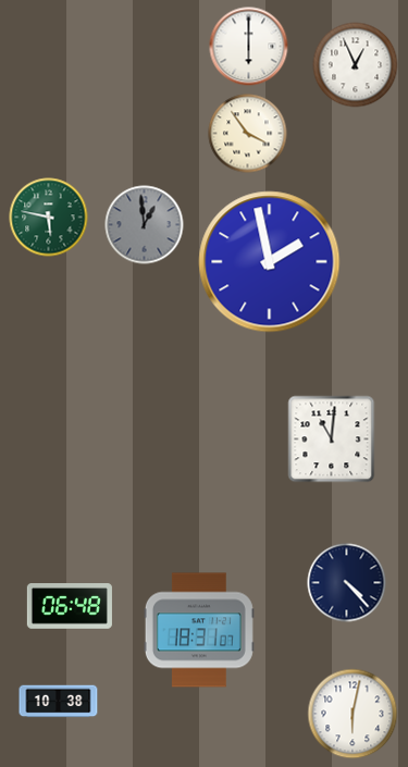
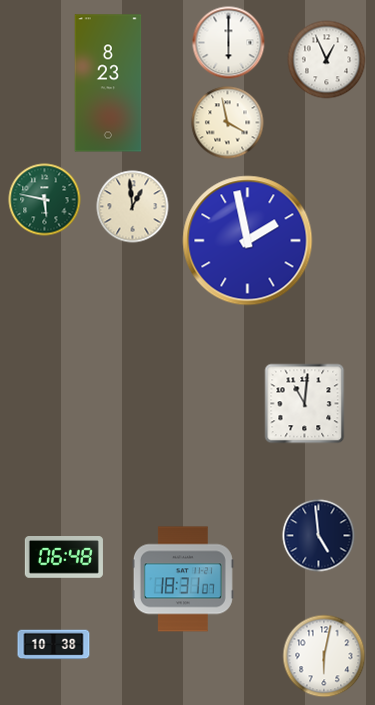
clock at (108, 83): none -> 8:23
clock at (248, 134): 3:54 -> 3:58
clock at (145, 225) dial: grey -> cream
clock at (347, 583): 4:23 -> 4:59
